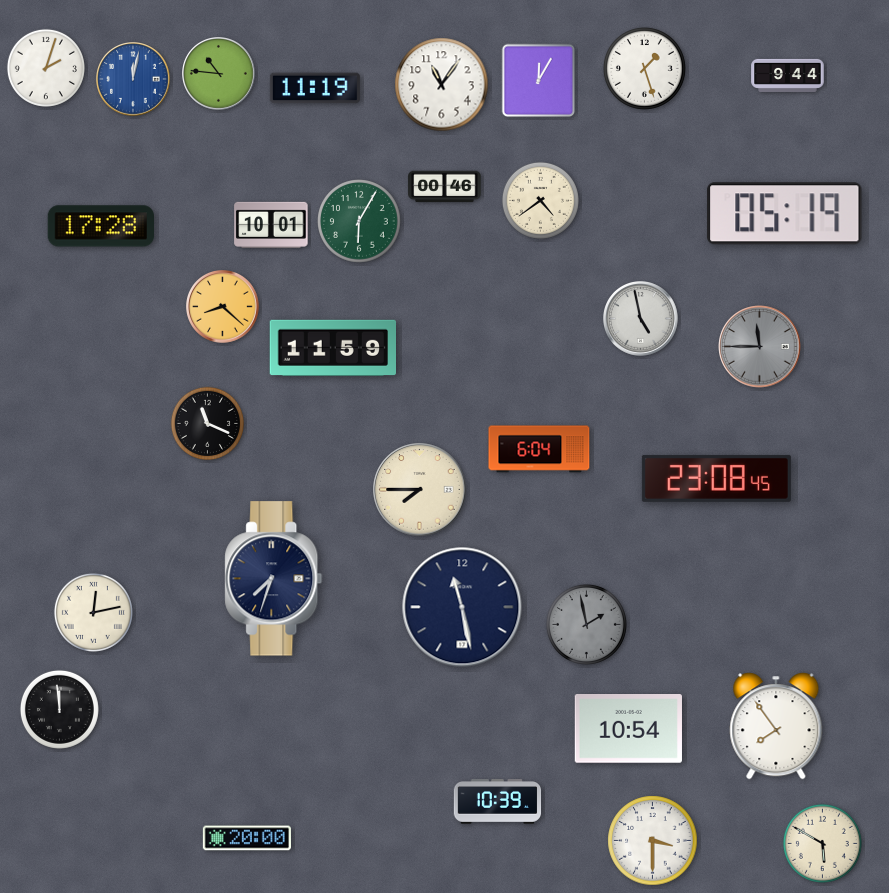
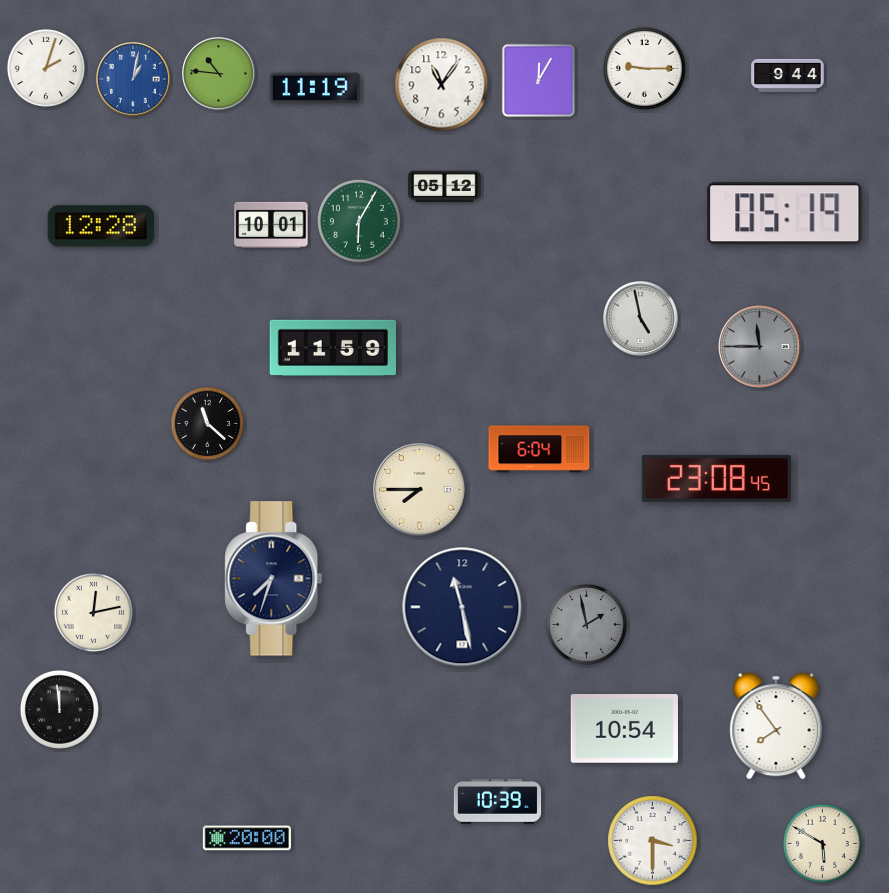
clock at (645, 69): 1:27 -> 9:15
clock at (134, 80): 12:02 -> 1:02
clock at (445, 187): 00:46 -> 05:12
clock at (540, 200): 4:39 -> none
clock at (101, 226): 17:28 -> 12:28
clock at (223, 307): 8:22 -> none
clock at (208, 424): 11:19 -> 11:22
clock at (628, 729) position: (628, 729) -> (624, 729)
